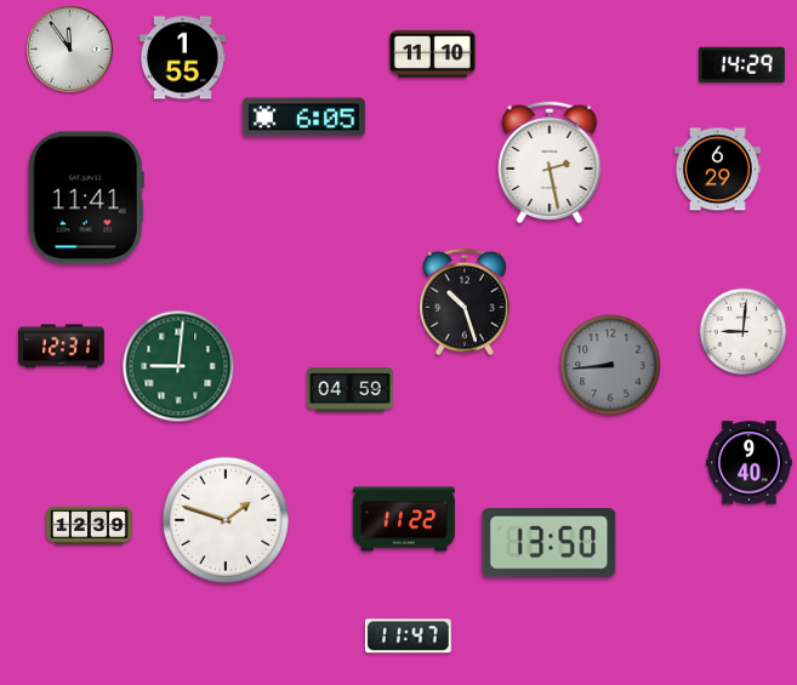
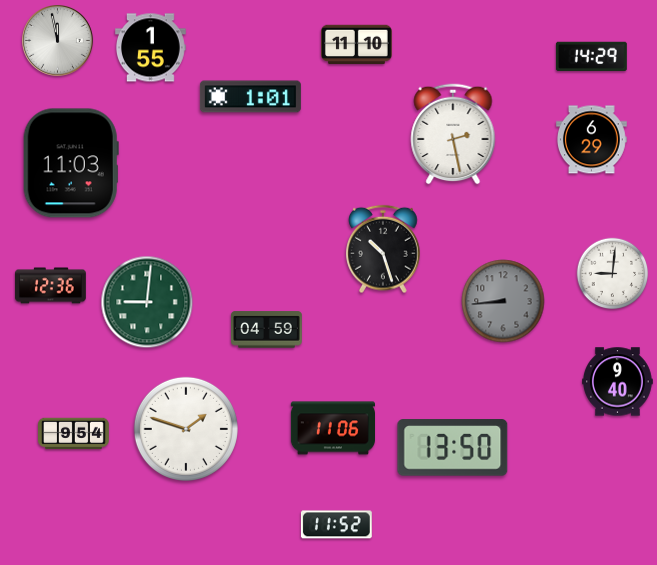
clock at (70, 50): 11:54 -> 11:58
clock at (741, 64) position: (741, 64) -> (591, 56)
clock at (303, 118): 6:05 -> 1:01
clock at (86, 198): 11:41 -> 11:03
clock at (62, 347): 12:31 -> 12:36
clock at (351, 390) position: (351, 390) -> (267, 330)
clock at (403, 519): 11:22 -> 11:06
clock at (90, 526): 12:39 -> 9:54
clock at (408, 637): 11:47 -> 11:52
